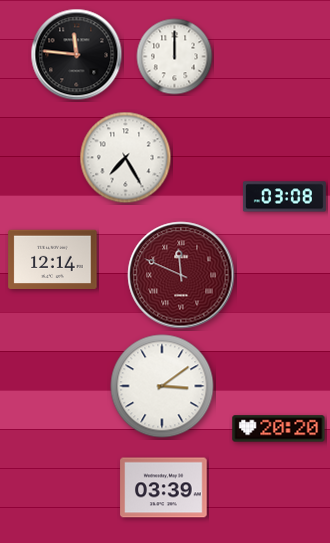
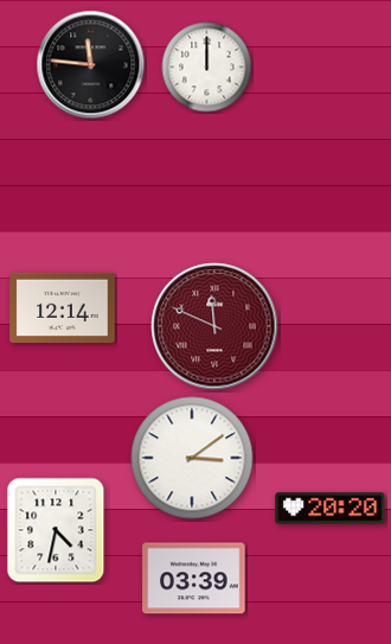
clock at (126, 158): 7:25 -> none
clock at (284, 197): 03:08 -> none
clock at (56, 530): none -> 4:32
